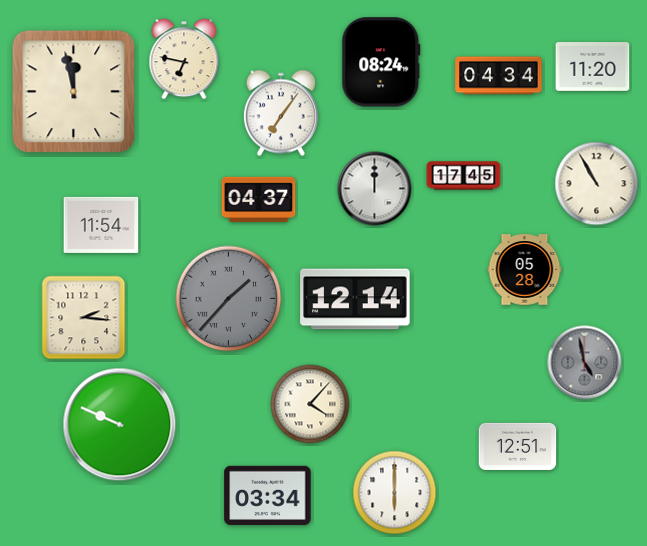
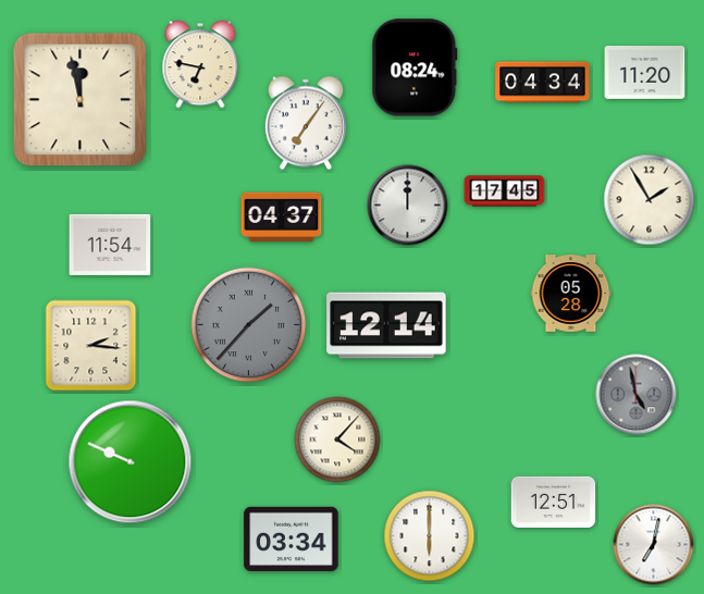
clock at (597, 184): 10:55 -> 1:55
clock at (518, 446) position: (518, 446) -> (554, 502)
clock at (654, 545): none -> 7:02
